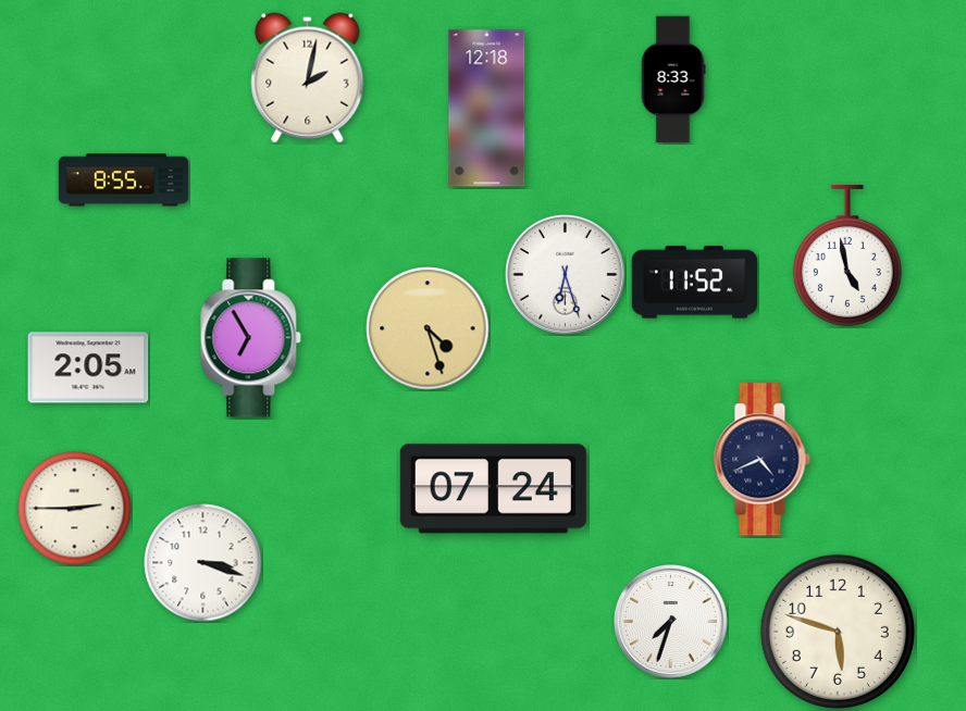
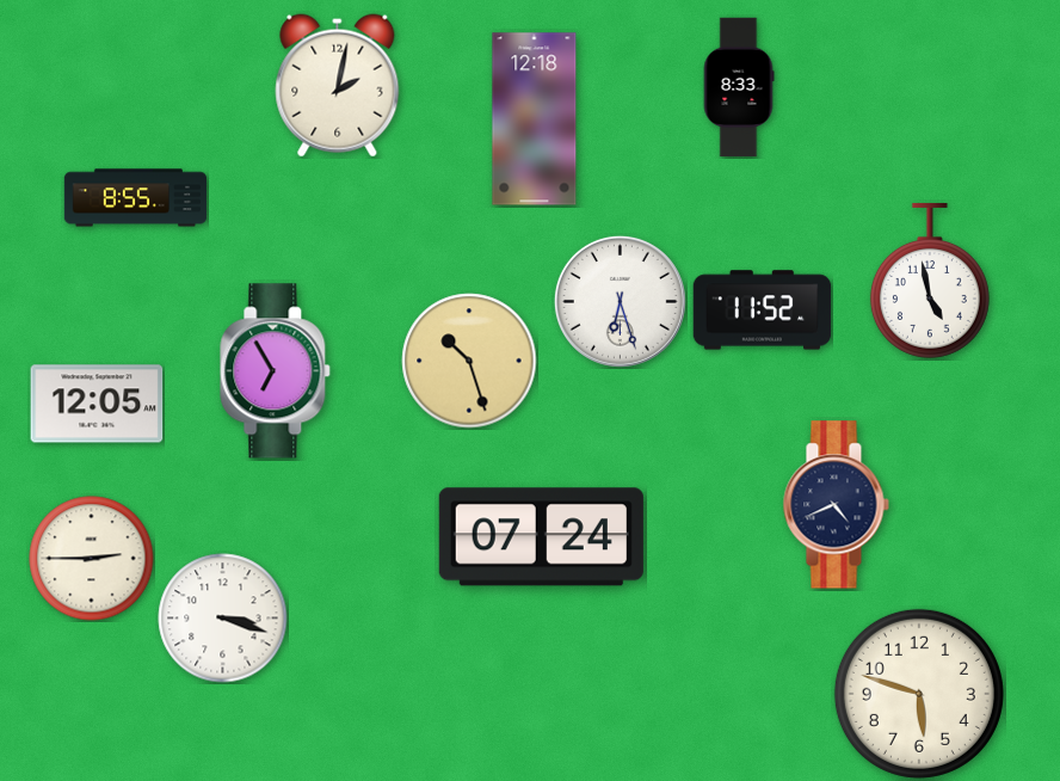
clock at (428, 328): 4:27 -> 10:27
clock at (88, 367): 2:05 -> 12:05
clock at (75, 509) position: (75, 509) -> (92, 559)
clock at (671, 622): 7:33 -> none
